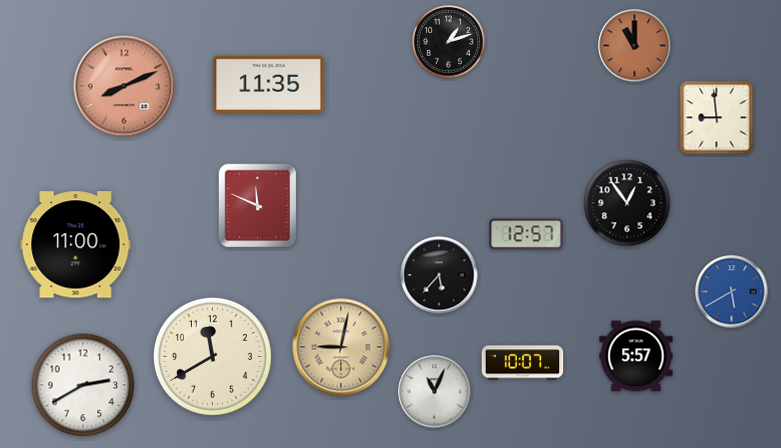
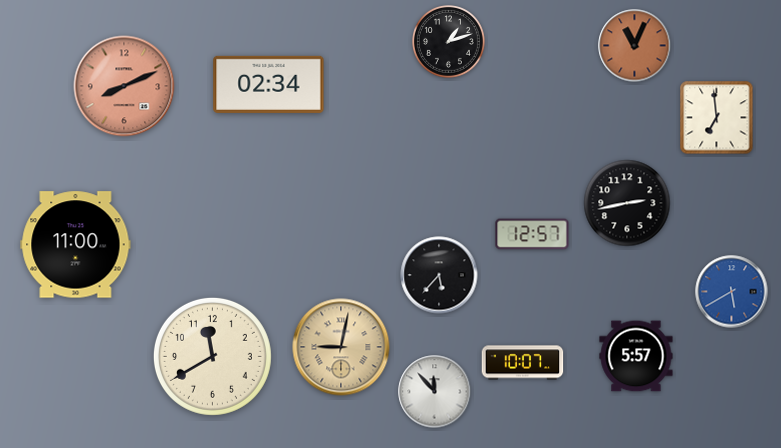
clock at (635, 46): 11:00 -> 11:04
clock at (269, 84): 11:35 -> 02:34
clock at (717, 118): 8:59 -> 6:59
clock at (627, 203): 12:54 -> 2:43
clock at (258, 206): 11:49 -> none
clock at (526, 234) position: (526, 234) -> (532, 234)
clock at (83, 385): 2:40 -> none
clock at (435, 392): 11:04 -> 11:53
